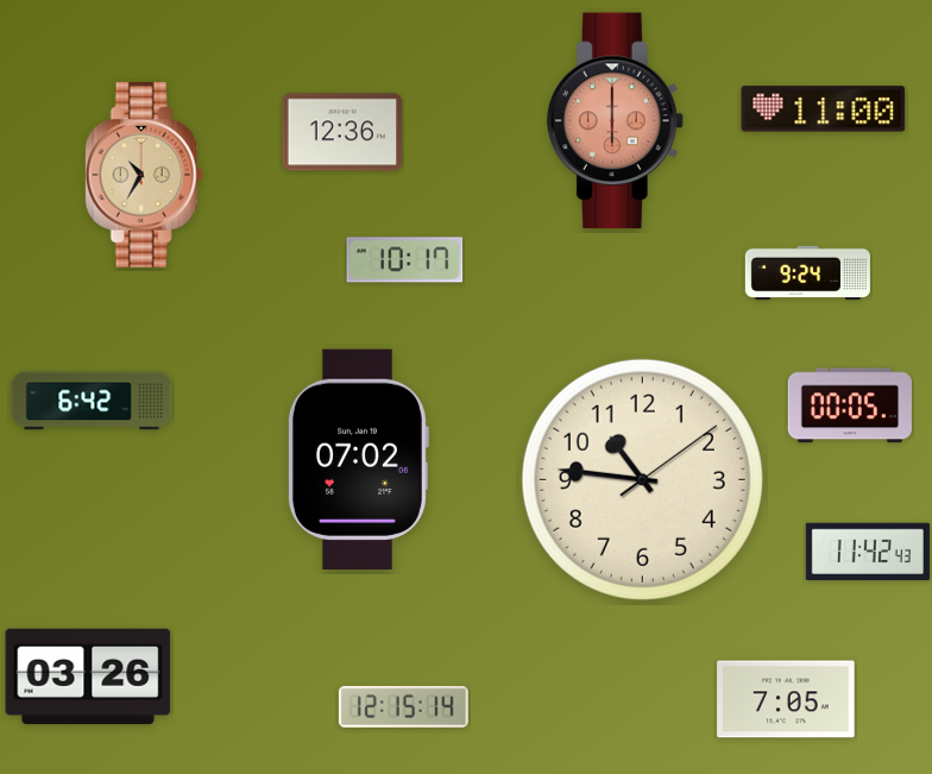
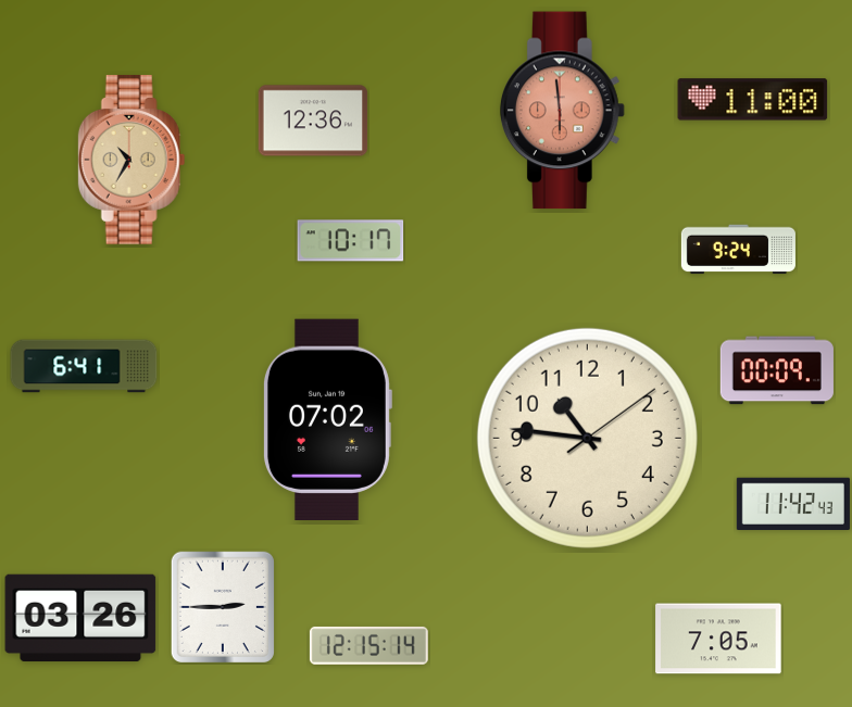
clock at (616, 121): 6:00 -> 5:59
clock at (405, 260) position: (405, 260) -> (351, 241)
clock at (92, 401): 6:42 -> 6:41
clock at (850, 405): 00:05 -> 00:09
clock at (223, 606): none -> 2:45
